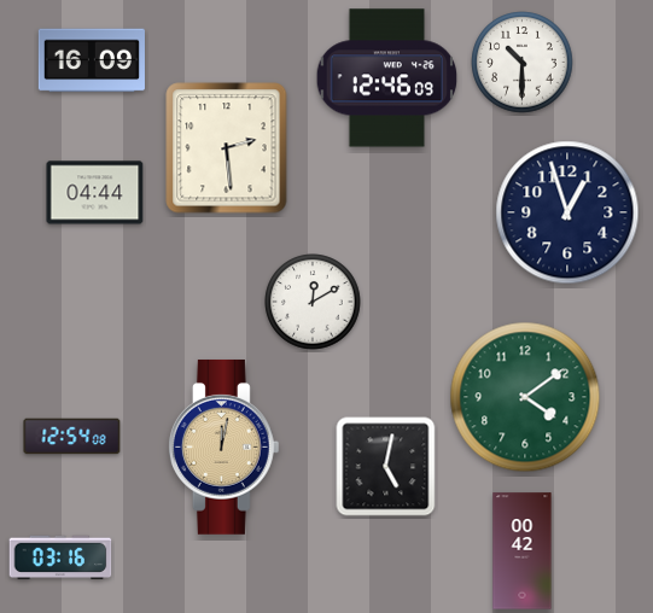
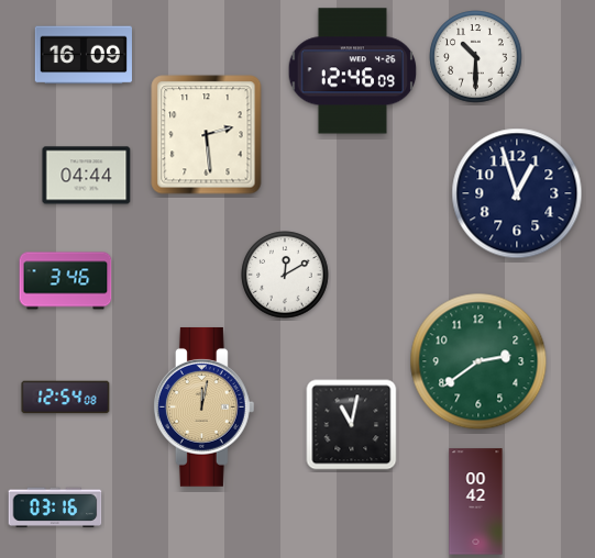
clock at (66, 281): none -> 3:46
clock at (525, 397): 4:09 -> 2:39
clock at (386, 467): 5:02 -> 11:02
